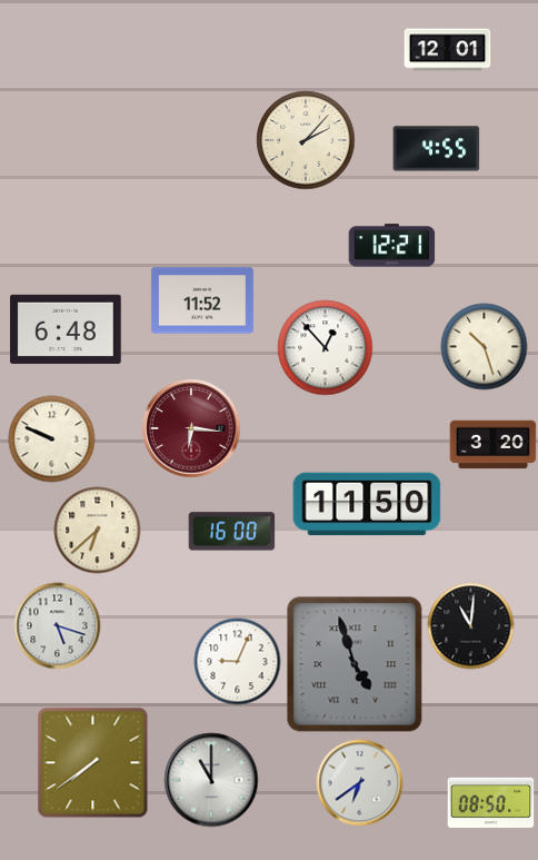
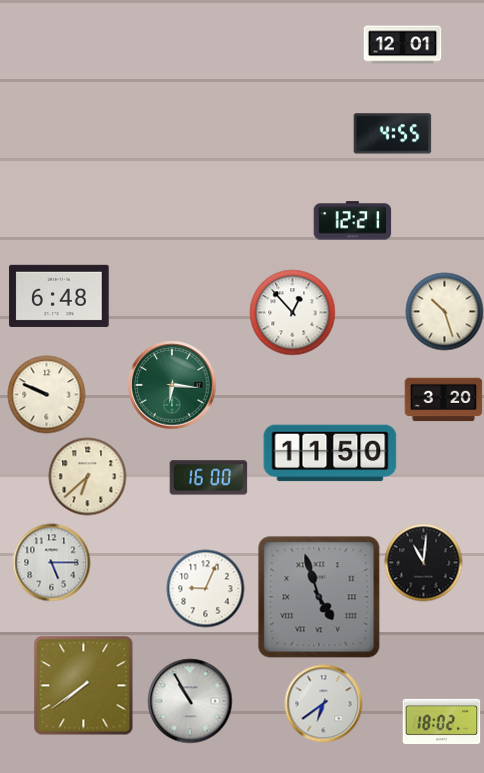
clock at (306, 140): 2:07 -> none
clock at (202, 300): 11:52 -> none
clock at (484, 346) position: (484, 346) -> (444, 311)
clock at (191, 428) dial: burgundy -> green
clock at (57, 625): 5:18 -> 5:15
clock at (237, 661) position: (237, 661) -> (205, 588)
clock at (211, 780): 11:00 -> 10:55
clock at (490, 802): 08:50 -> 18:02
